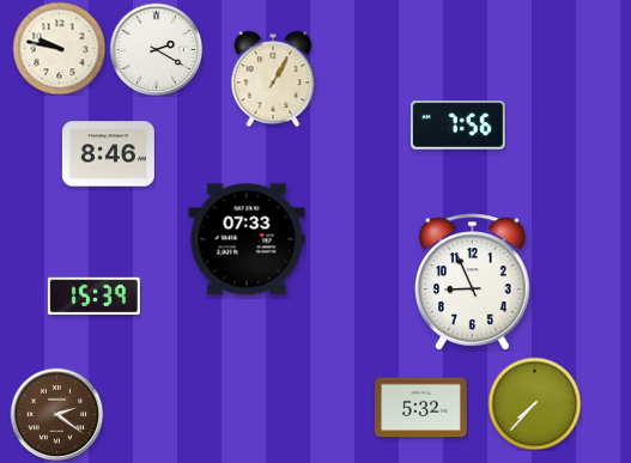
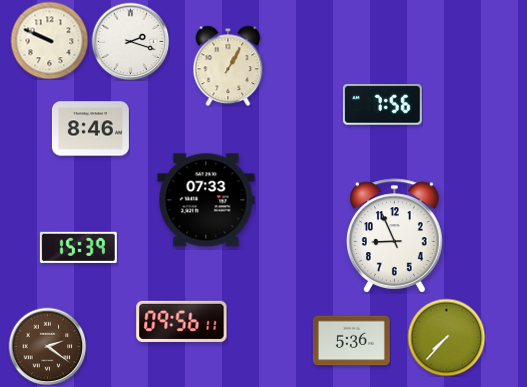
clock at (59, 48): 9:47 -> 9:49
clock at (156, 49): 2:20 -> 2:18
clock at (182, 321): none -> 09:56
clock at (420, 408): 5:32 -> 5:36
